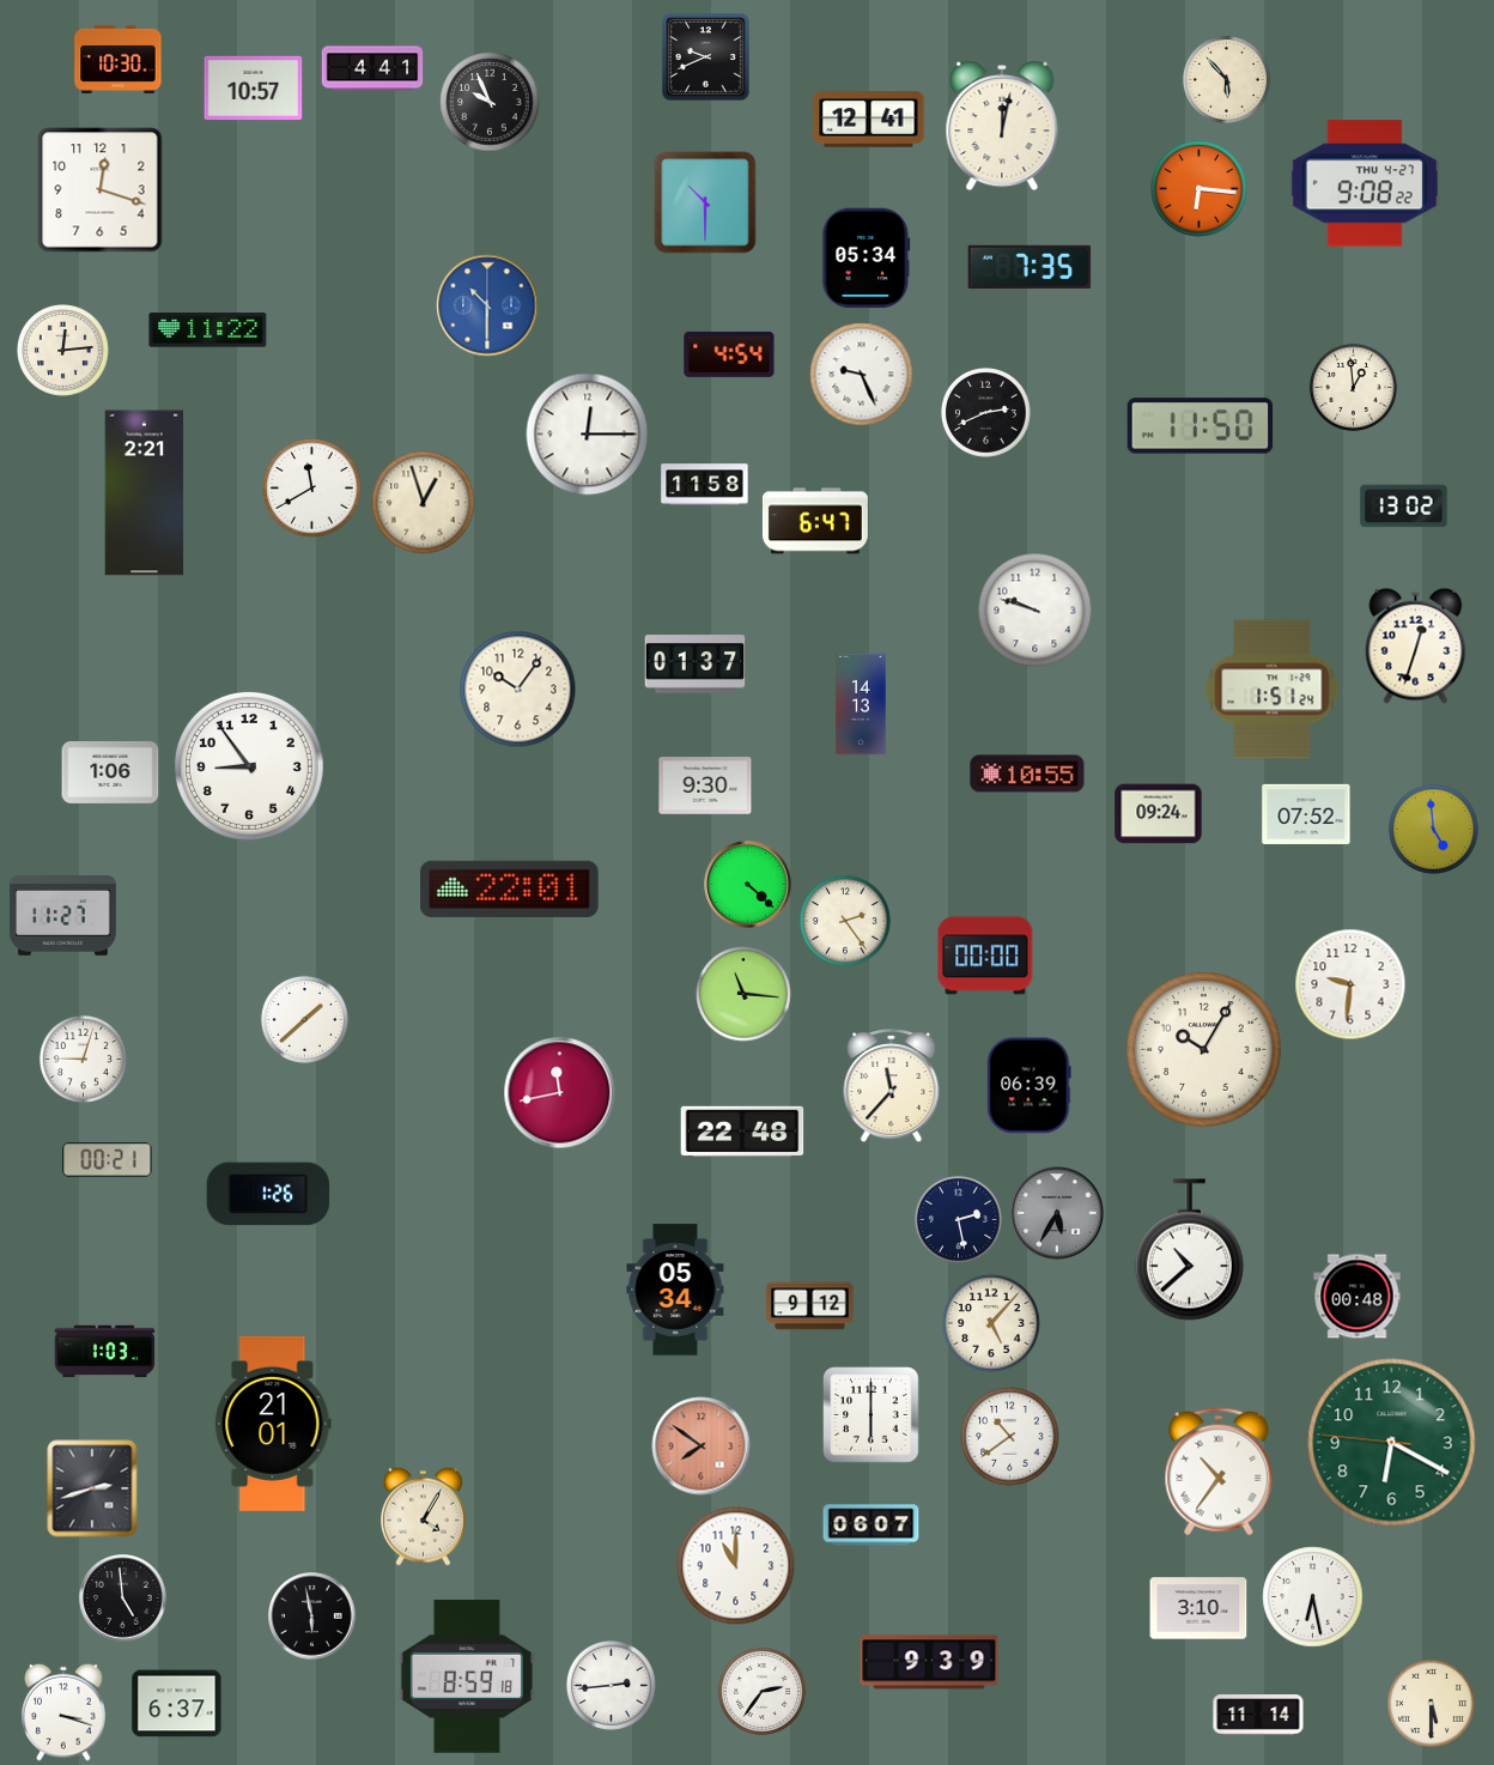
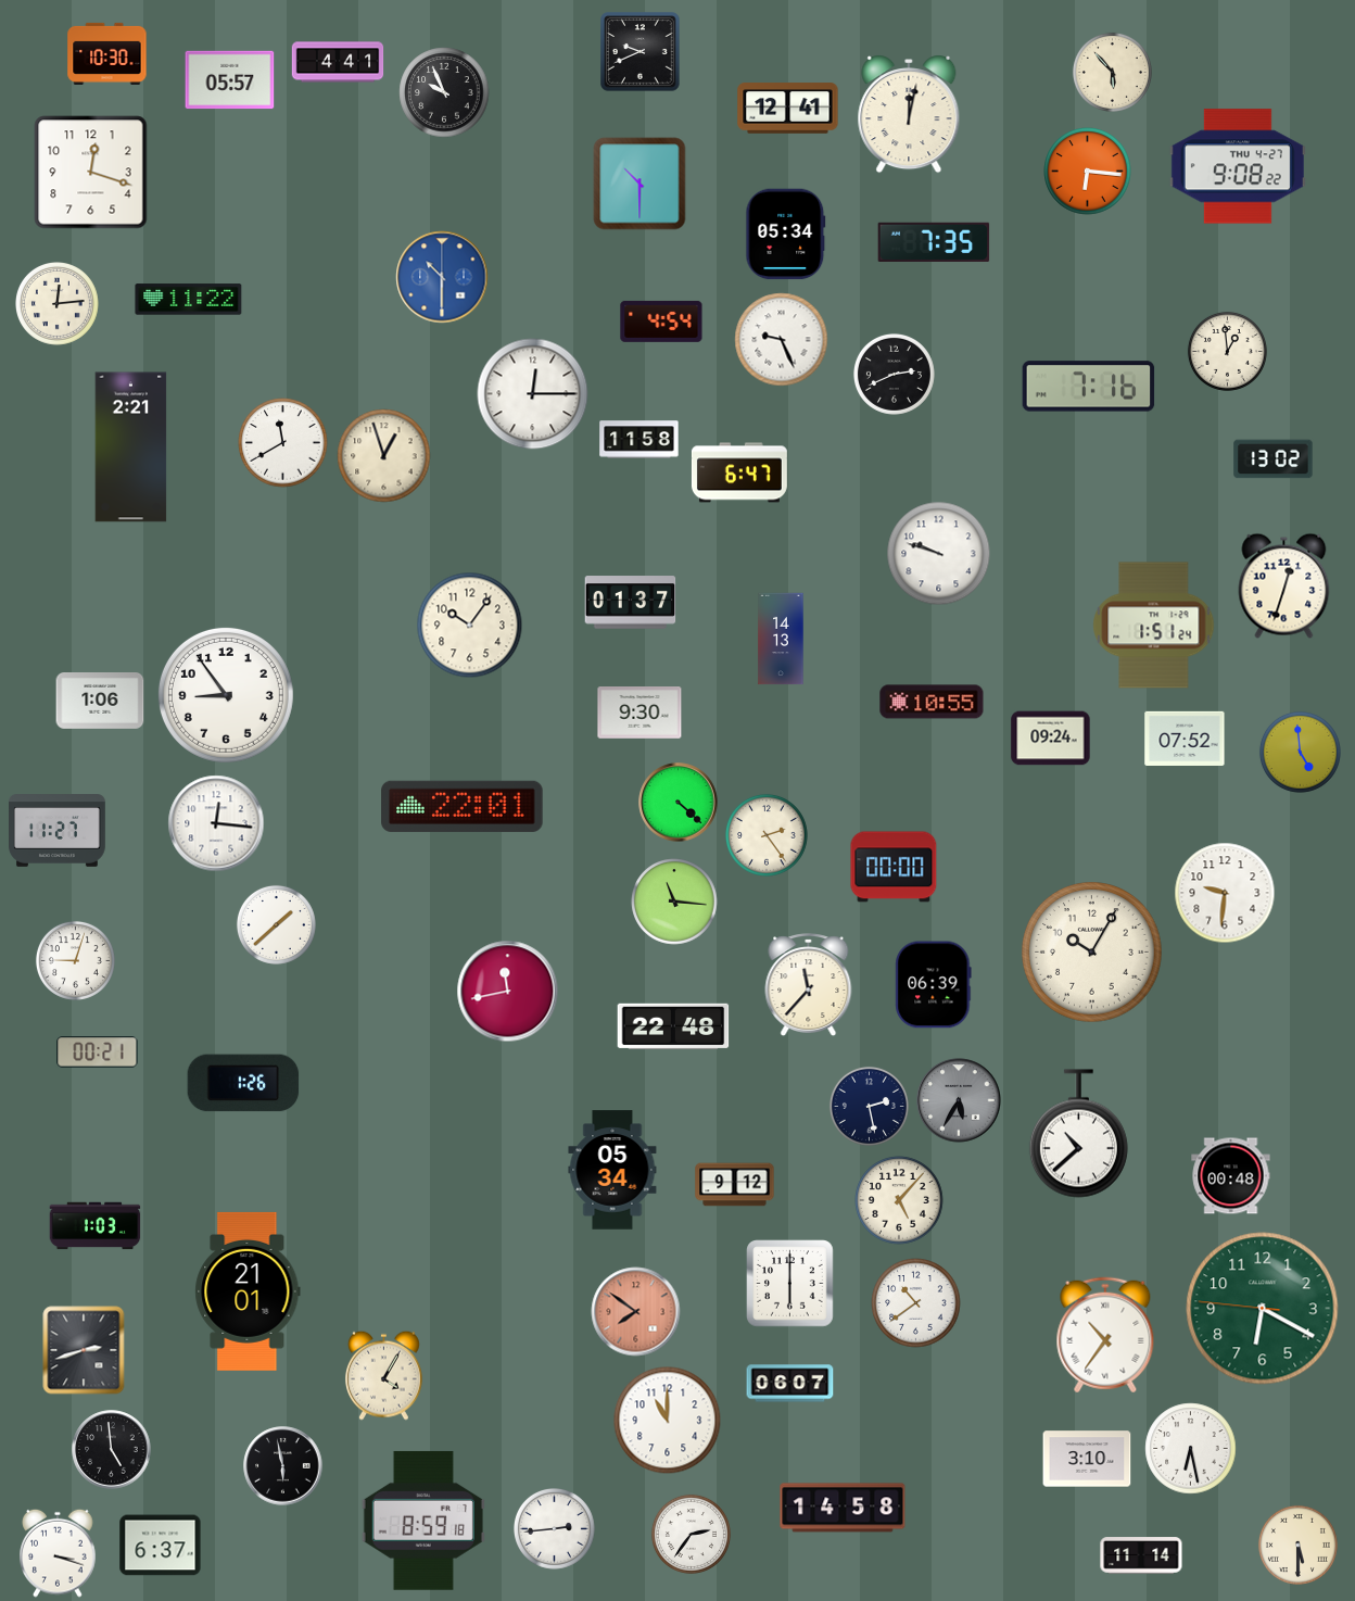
clock at (254, 89): 10:57 -> 05:57
clock at (63, 351) position: (63, 351) -> (58, 304)
clock at (1201, 426): 11:50 -> 7:16
clock at (216, 823): none -> 12:16
clock at (929, 1662): 9:39 -> 14:58
